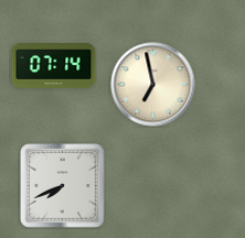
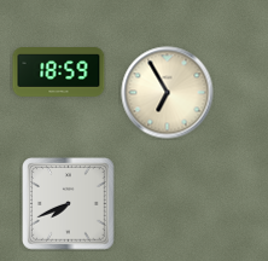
clock at (54, 66): 07:14 -> 18:59
clock at (153, 85): 6:58 -> 6:55
